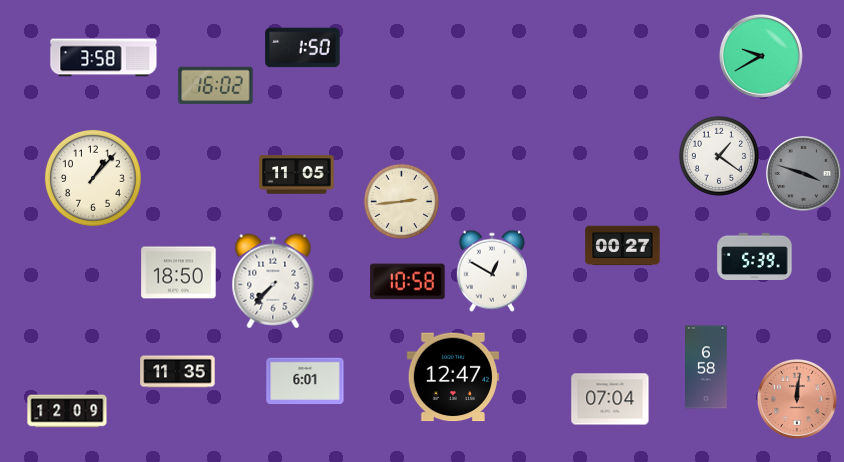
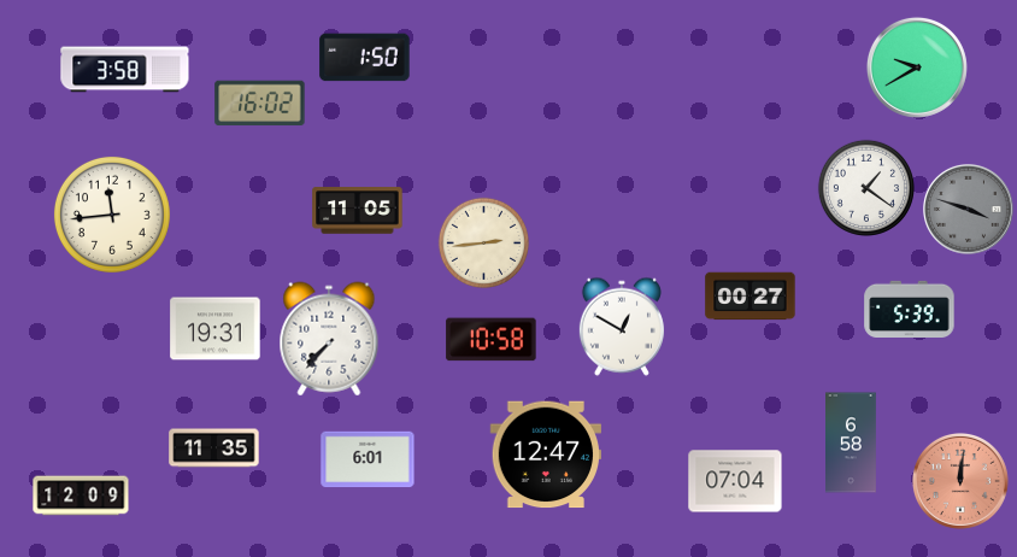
clock at (93, 178): 1:07 -> 11:44
clock at (492, 271) position: (492, 271) -> (622, 327)
clock at (179, 273): 18:50 -> 19:31
